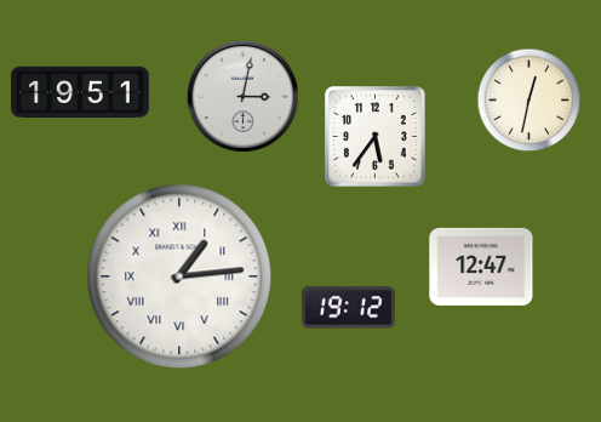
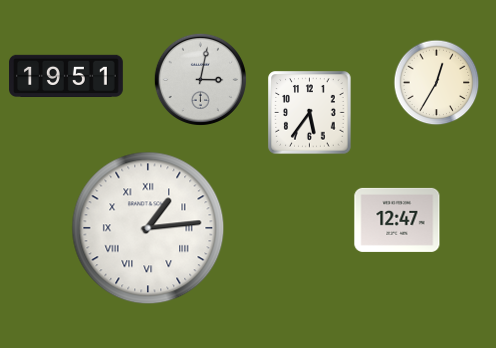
clock at (530, 101): 12:32 -> 12:35
clock at (348, 308): 19:12 -> none
